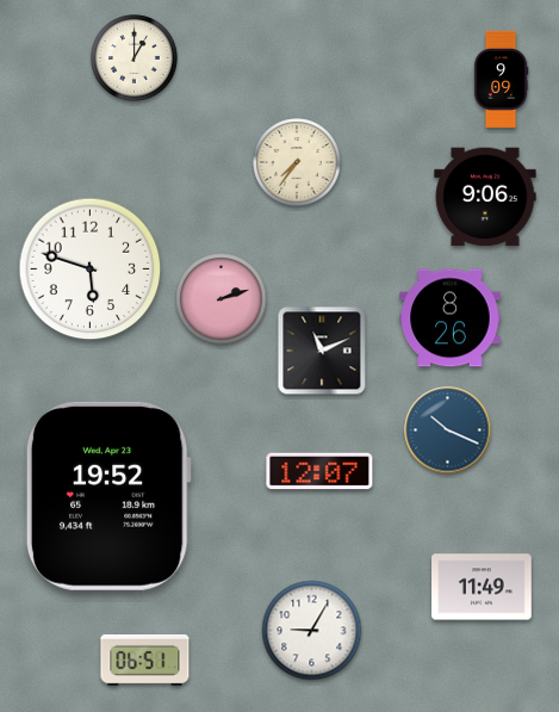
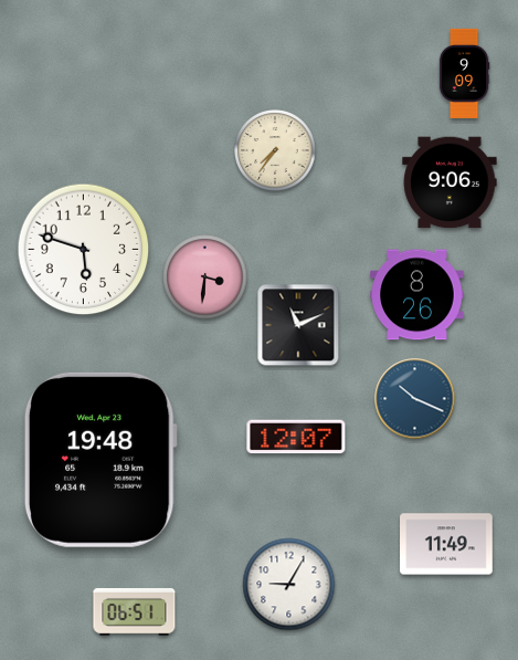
clock at (135, 58): 1:00 -> none
clock at (222, 299): 2:12 -> 3:31
clock at (108, 496): 19:52 -> 19:48
